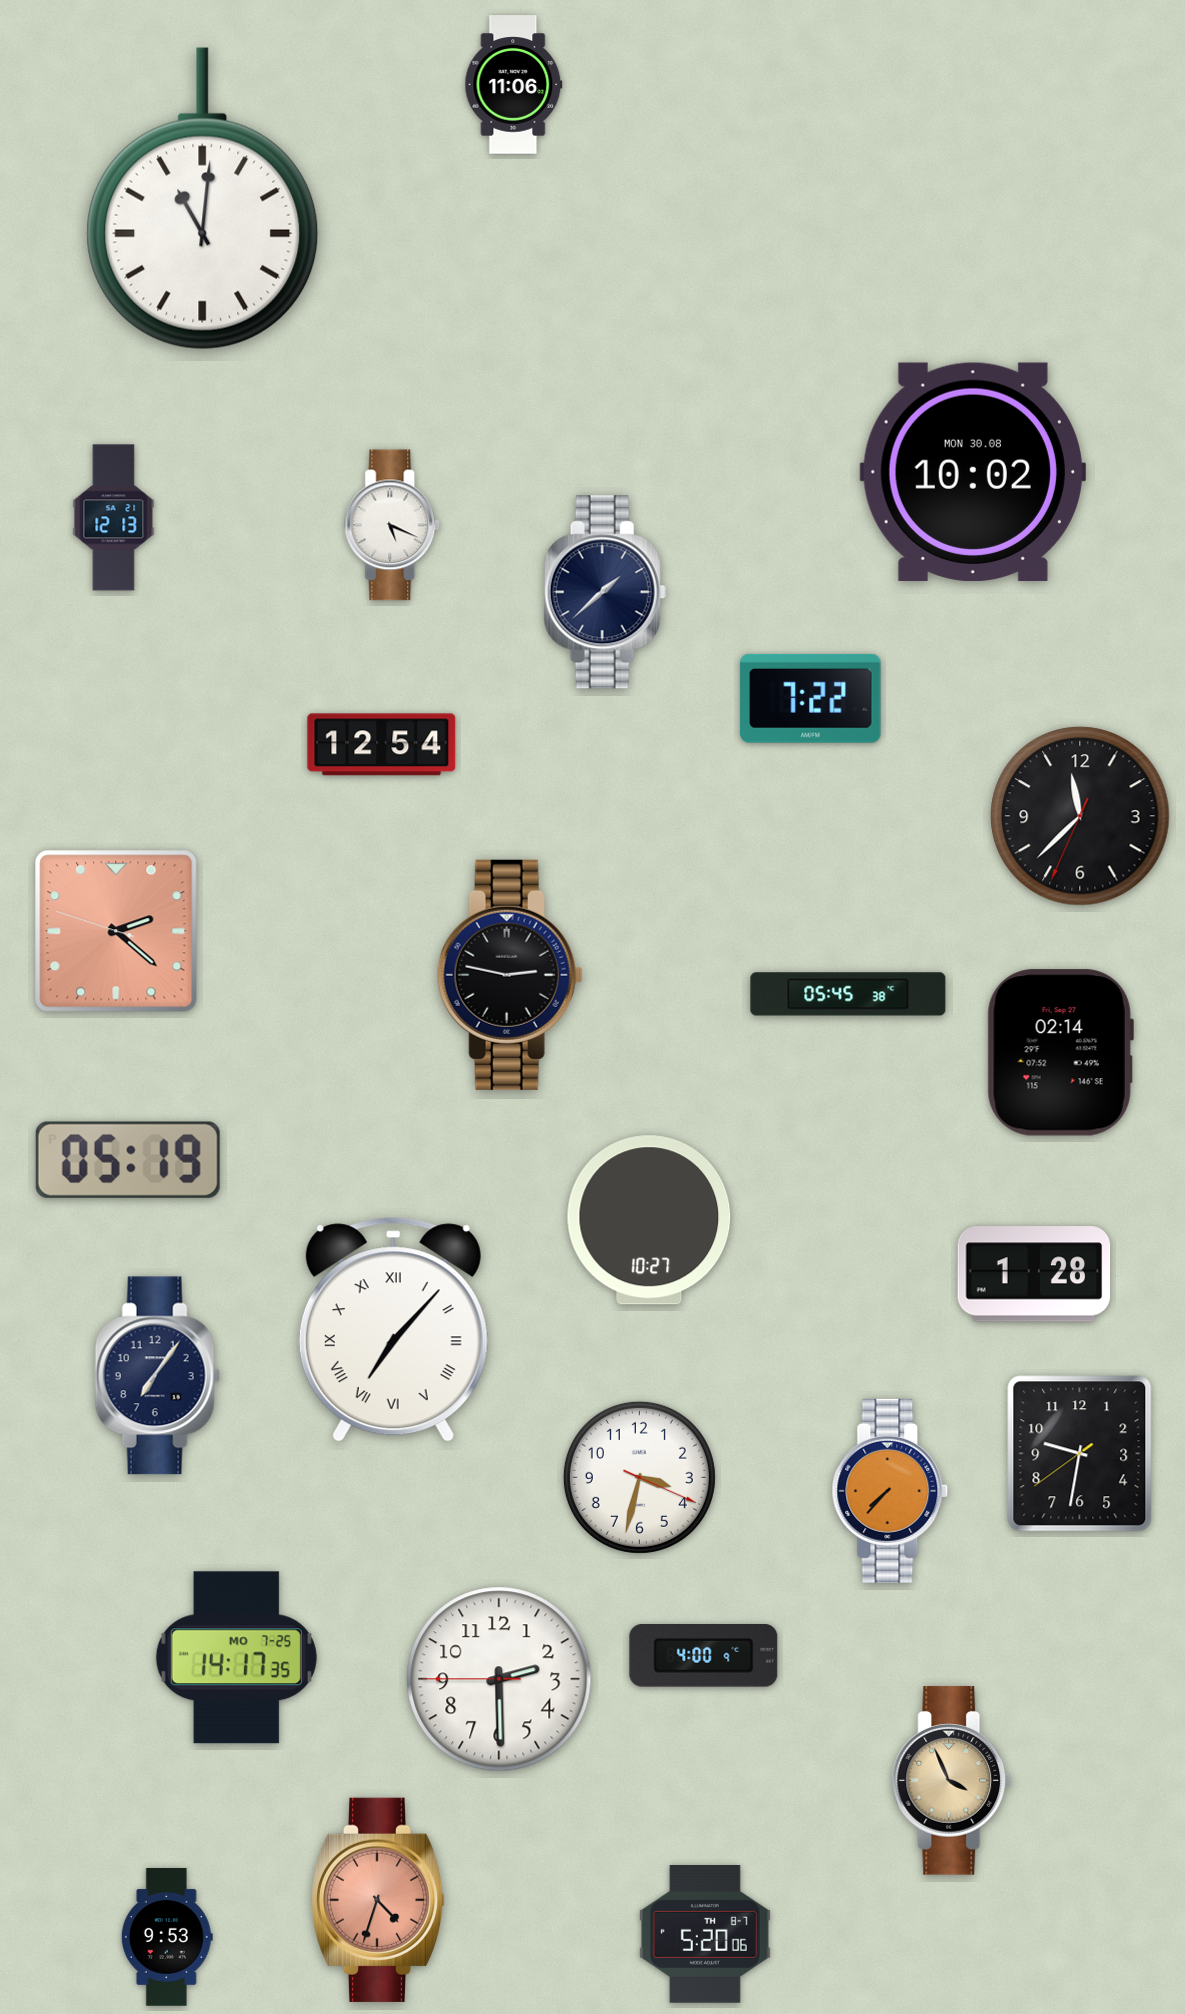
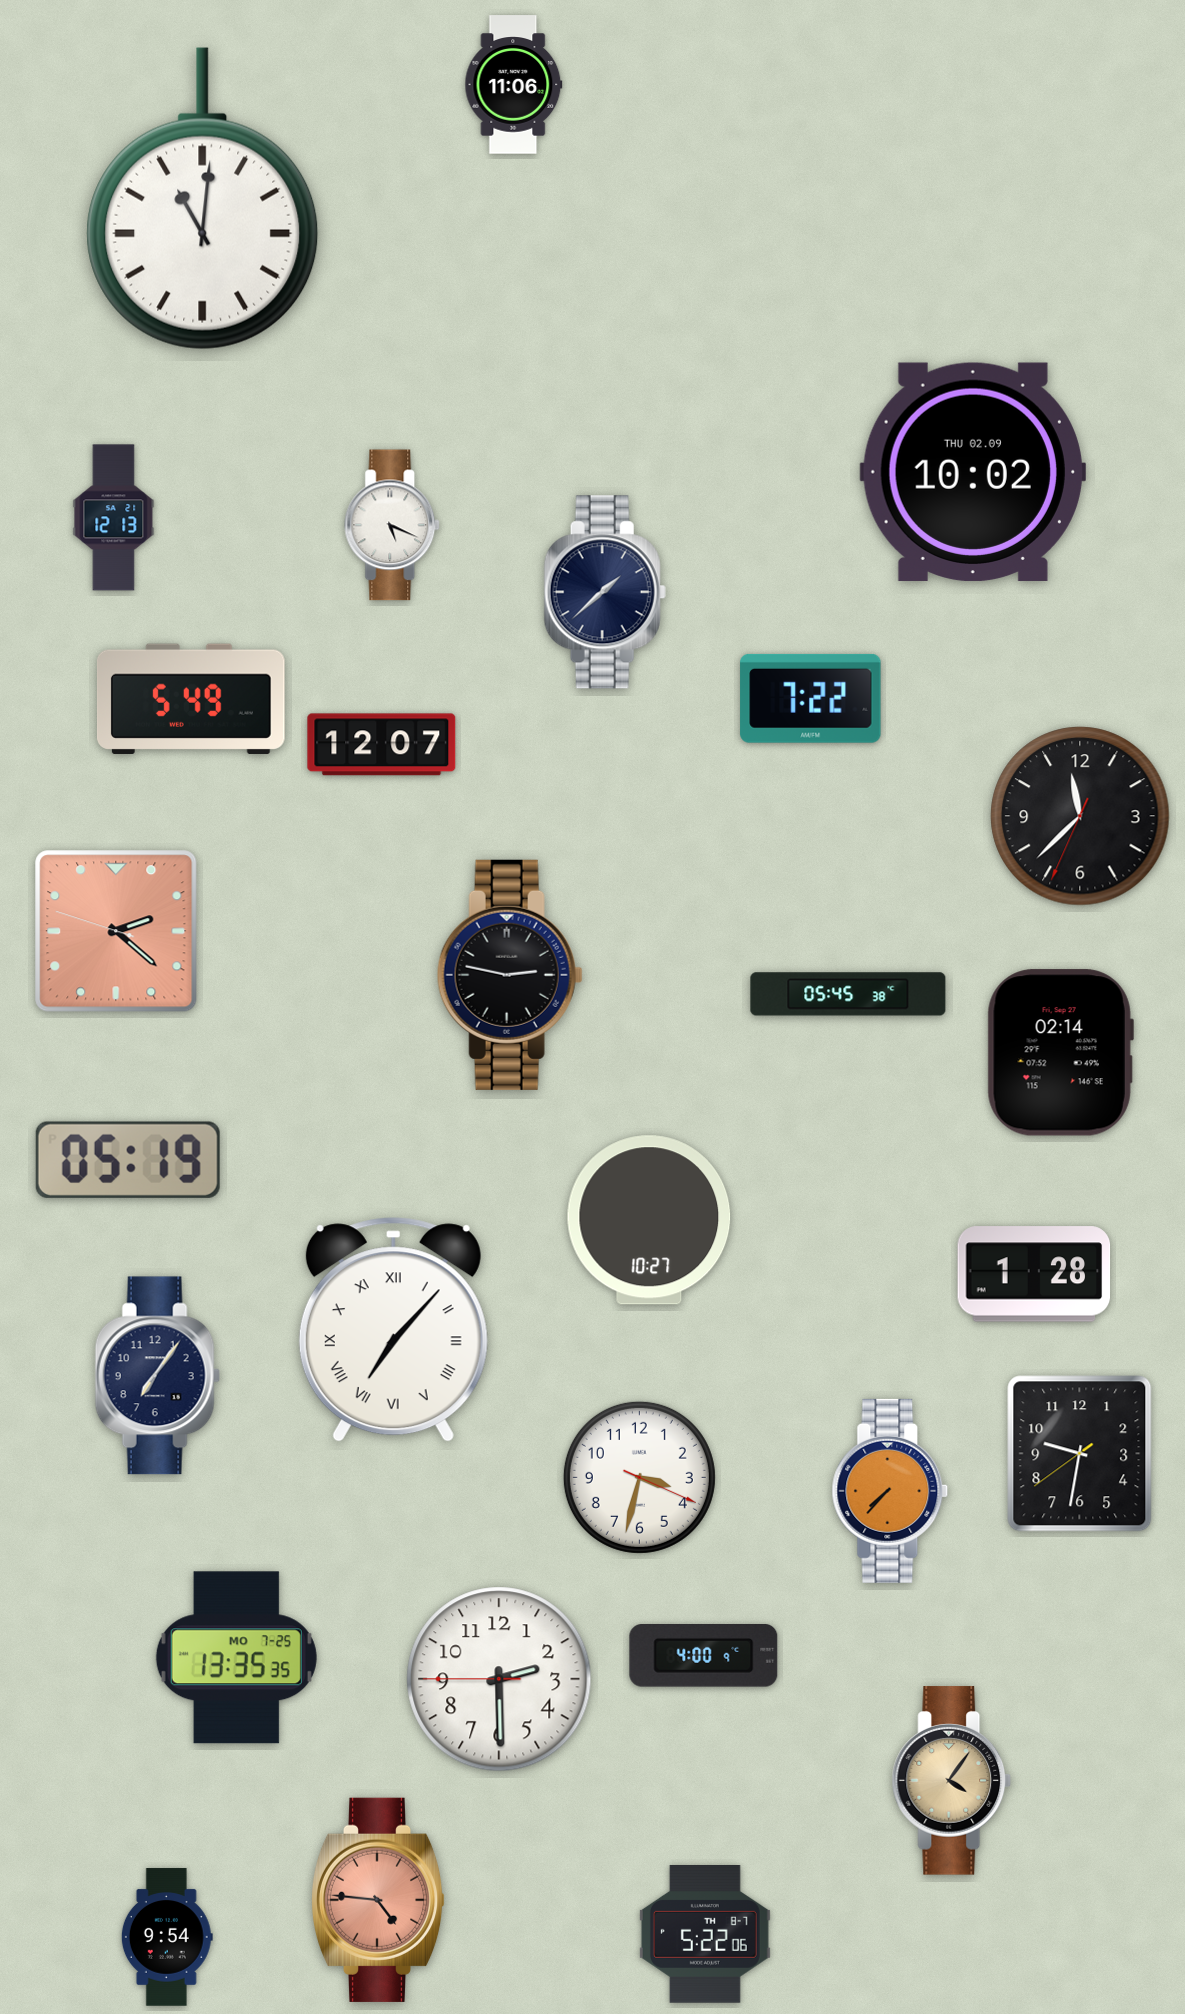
clock at (973, 472) date: MON 30.08 -> THU 02.09
clock at (191, 699): none -> 5:49
clock at (382, 745): 12:54 -> 12:07
clock at (236, 1658): 14:17 -> 13:35
clock at (952, 1781): 3:56 -> 4:06
clock at (378, 1900): 4:33 -> 4:46
clock at (705, 1935): 5:20 -> 5:22
clock at (167, 1937): 9:53 -> 9:54
